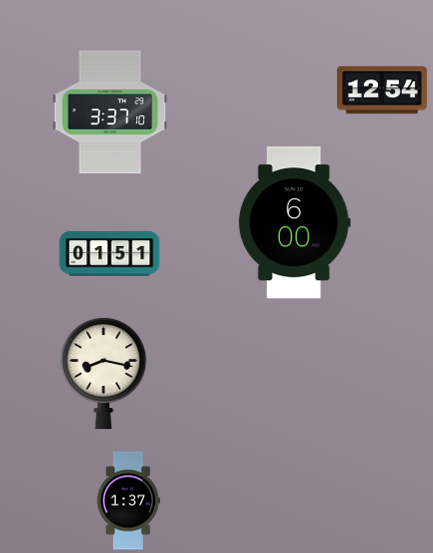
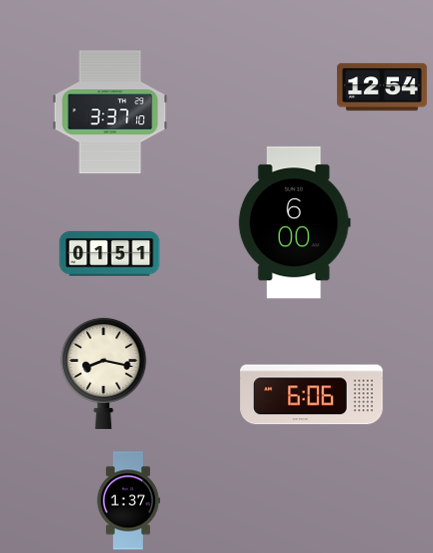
clock at (382, 90) position: (382, 90) -> (382, 87)
clock at (312, 395): none -> 6:06
